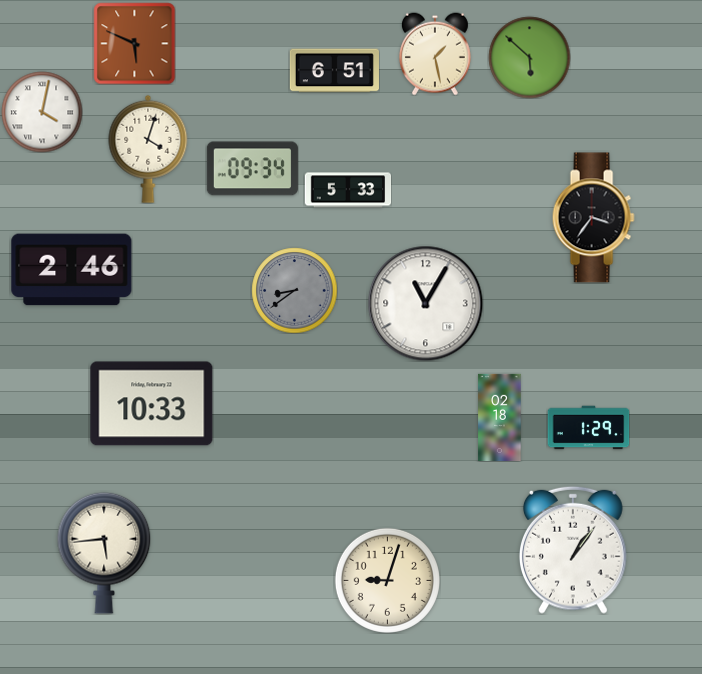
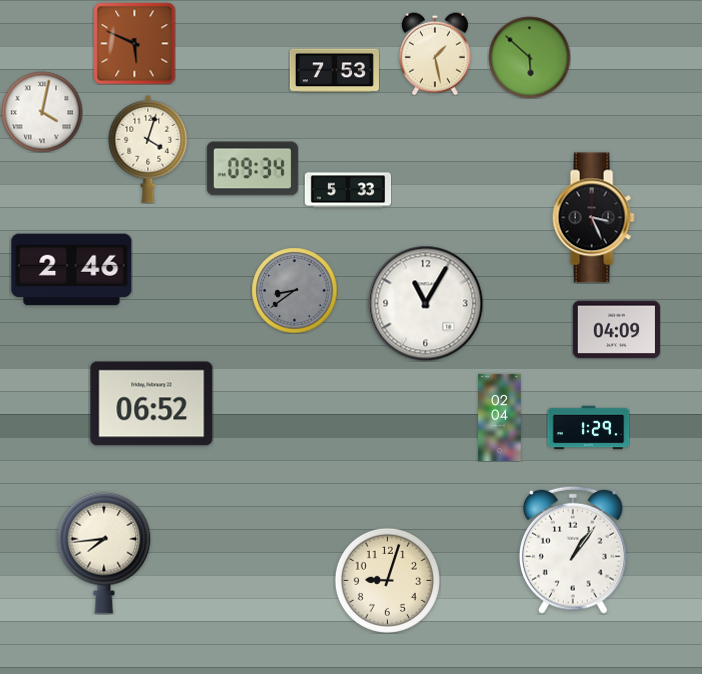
clock at (334, 71): 6:51 -> 7:53
clock at (593, 218): 3:36 -> 3:26
clock at (616, 330): none -> 04:09
clock at (152, 404): 10:33 -> 06:52
clock at (500, 417): 02:18 -> 02:04
clock at (104, 553): 5:44 -> 7:44
